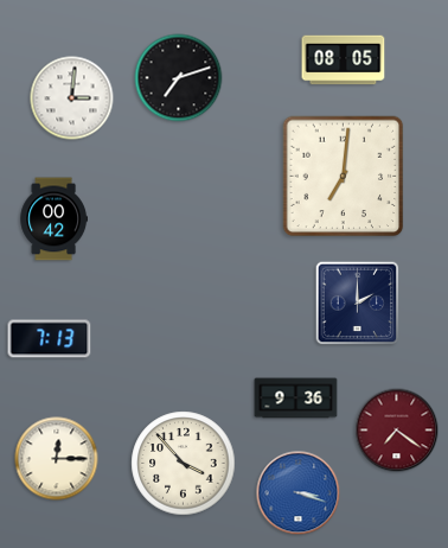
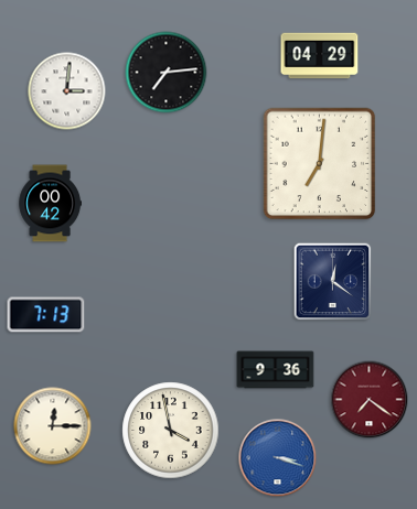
clock at (344, 60): 08:05 -> 04:29
clock at (179, 78): 7:12 -> 7:14
clock at (358, 304): 2:00 -> 12:21
clock at (184, 464): 3:53 -> 3:58
